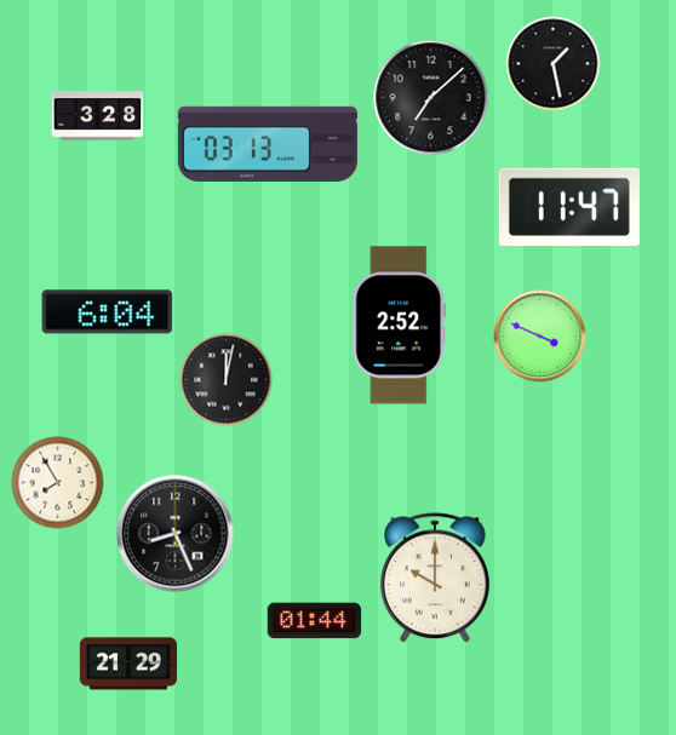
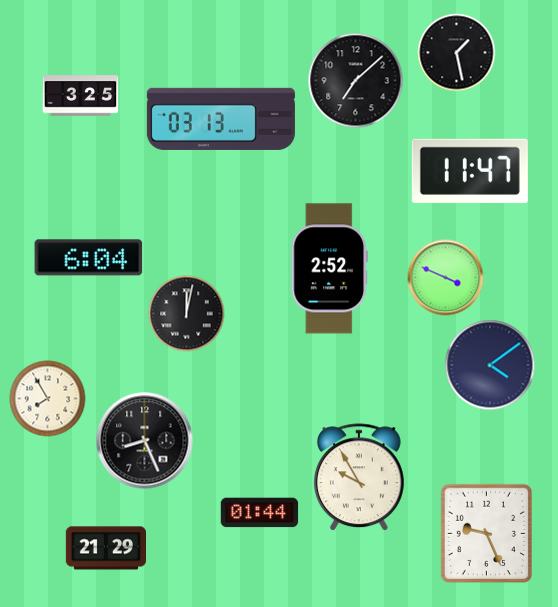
clock at (98, 116): 3:28 -> 3:25
clock at (490, 365): none -> 4:09
clock at (435, 579): 10:00 -> 9:55
clock at (486, 533): none -> 9:26
